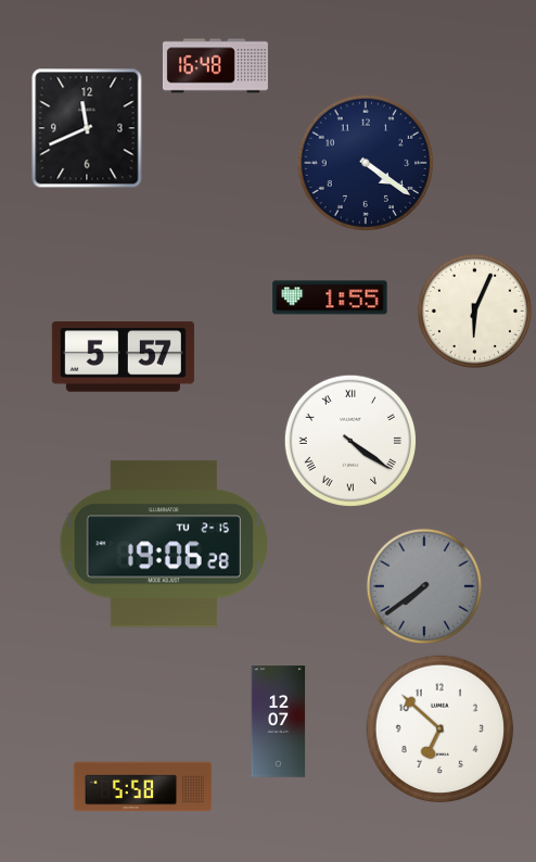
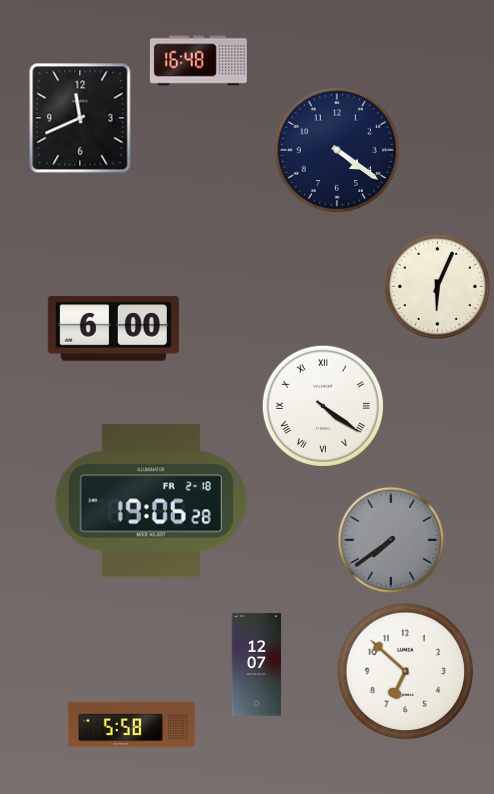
clock at (330, 297): 1:55 -> none
clock at (123, 357): 5:57 -> 6:00
clock at (163, 544) date: TU 2-15 -> FR 2-18
